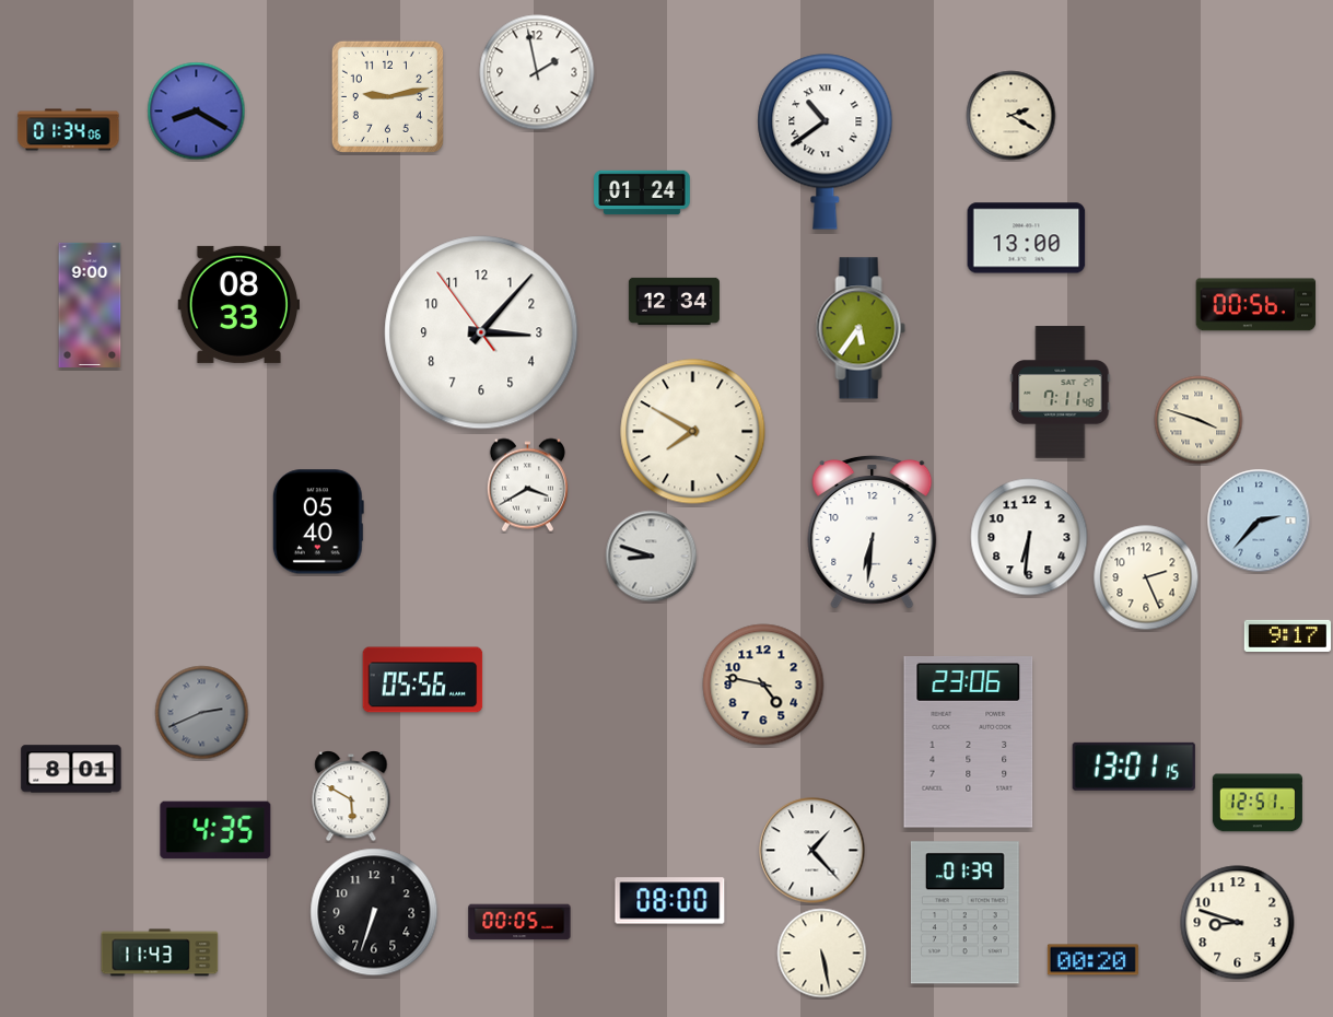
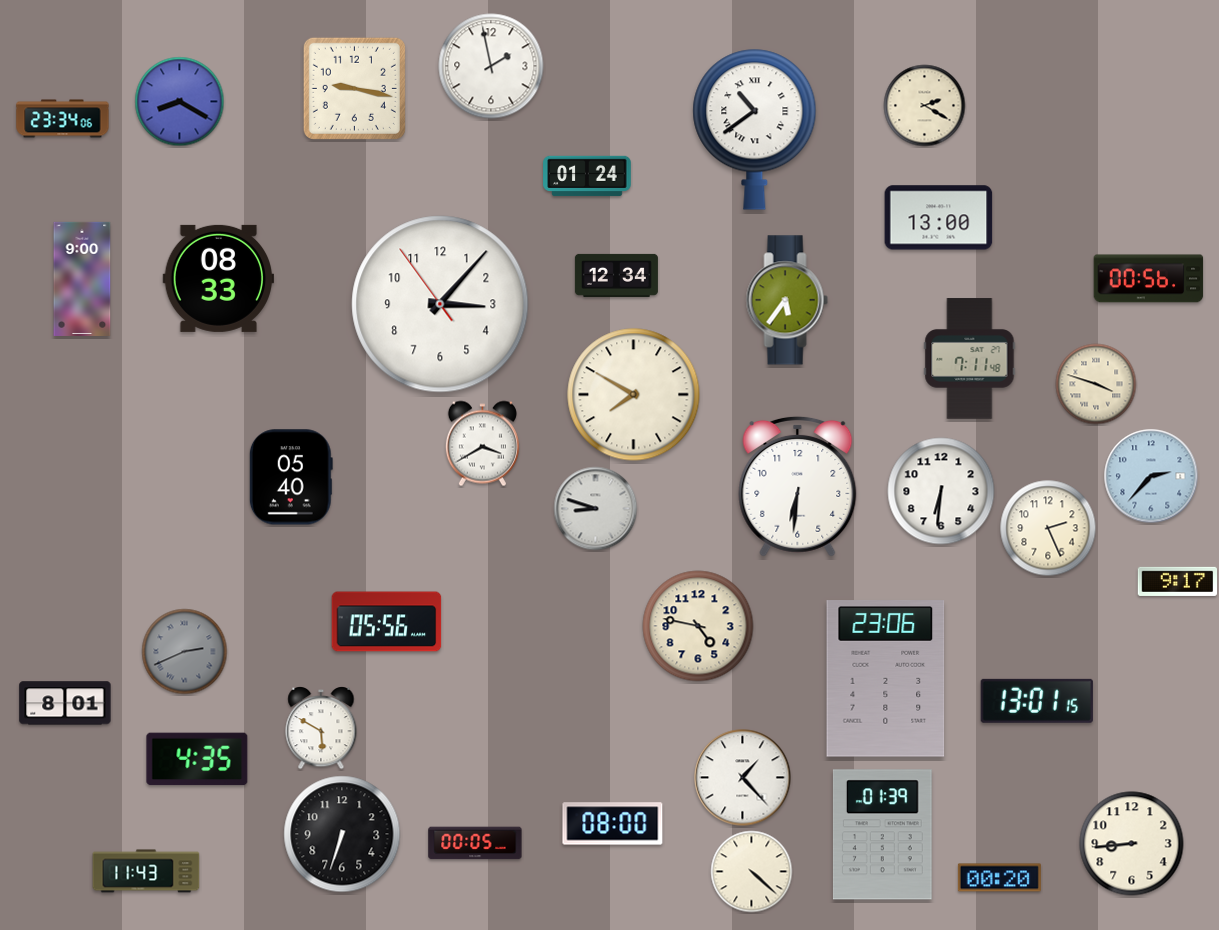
clock at (387, 96): 9:13 -> 9:17
clock at (69, 130): 01:34 -> 23:34
clock at (1258, 803): 12:51 -> none
clock at (1238, 923): 8:48 -> 8:44
clock at (822, 954): 5:28 -> 4:22
